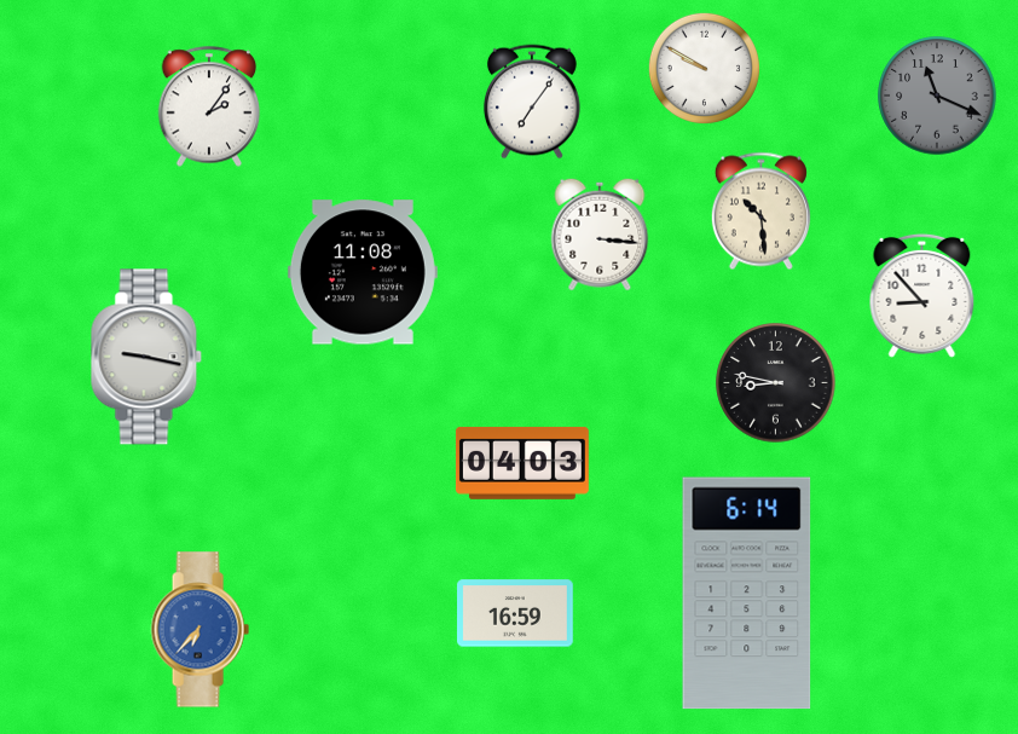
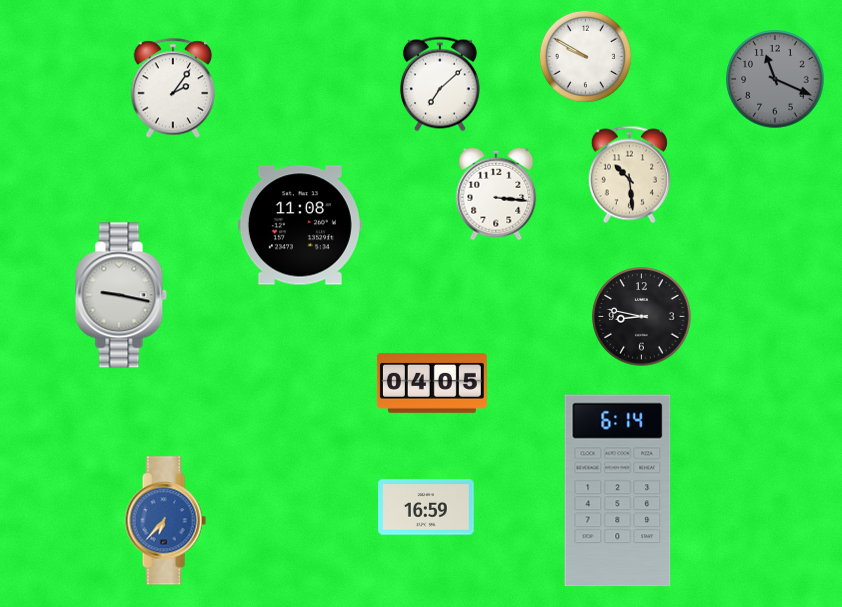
clock at (704, 68) position: (704, 68) -> (585, 56)
clock at (532, 102): 7:06 -> 7:08
clock at (922, 295): 8:53 -> none
clock at (522, 463): 04:03 -> 04:05
